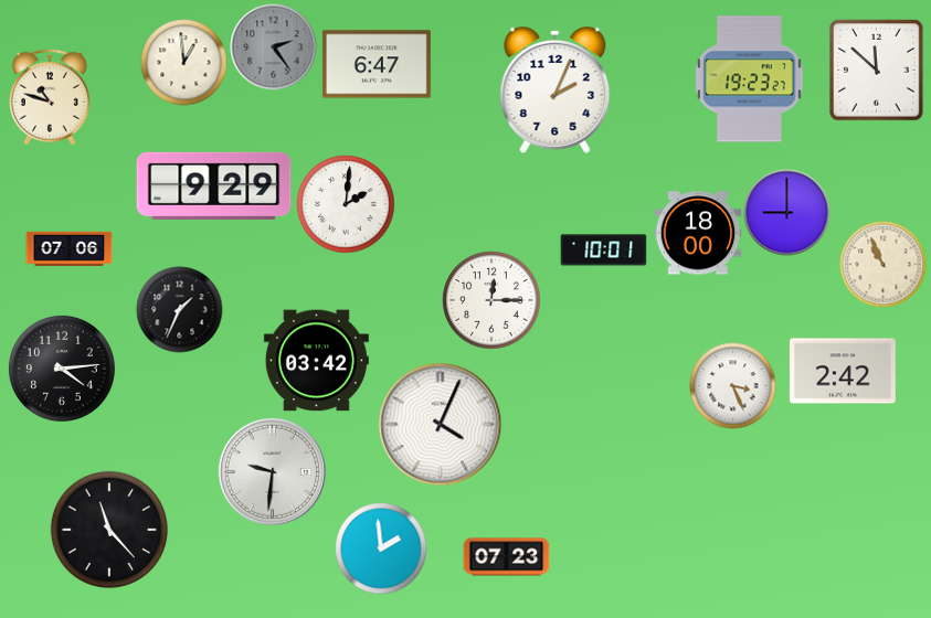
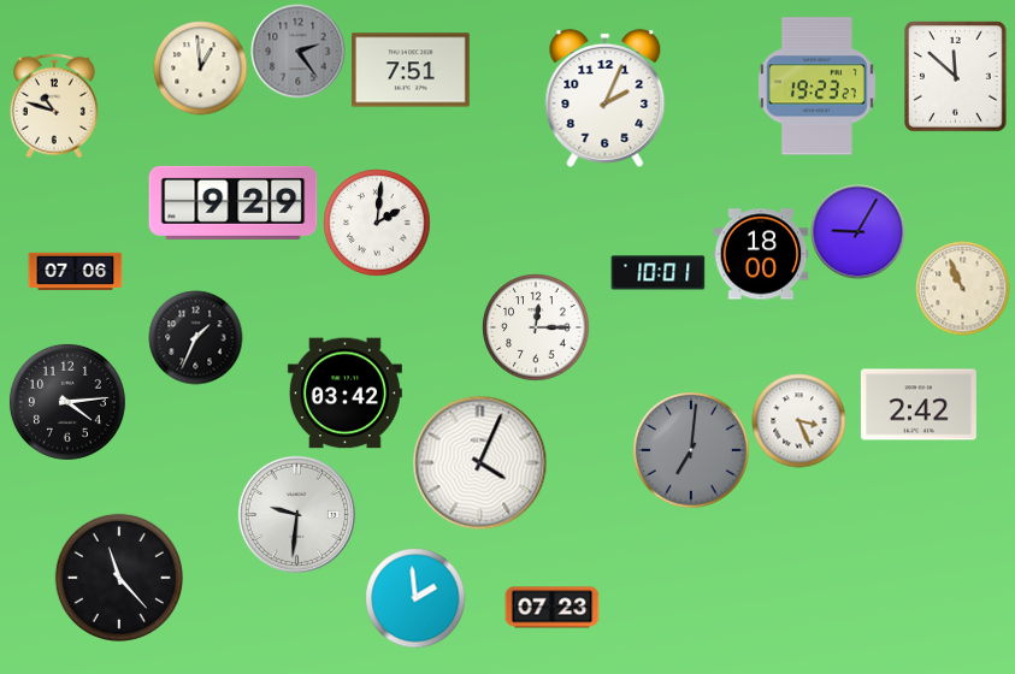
clock at (377, 64): 6:47 -> 7:51
clock at (786, 212): 9:00 -> 9:05
clock at (691, 450): none -> 7:01
